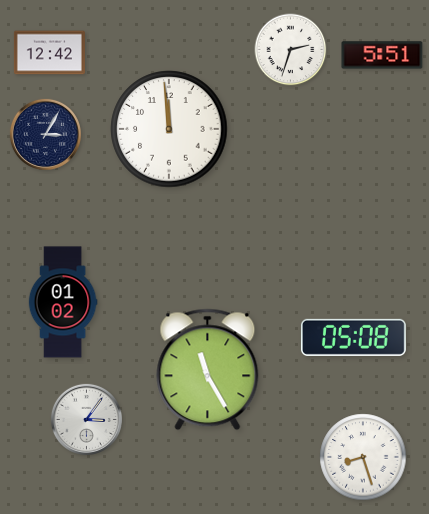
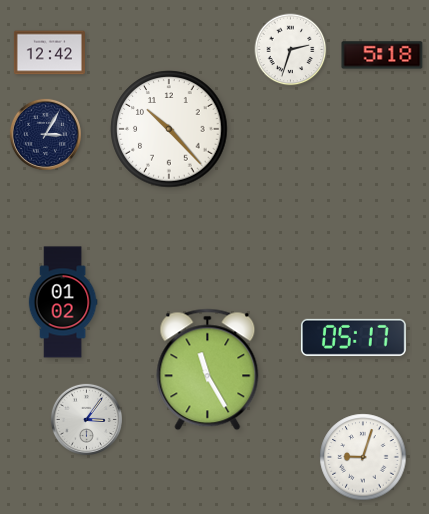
clock at (382, 55): 5:51 -> 5:18
clock at (169, 129): 11:59 -> 10:23
clock at (353, 337): 05:08 -> 05:17
clock at (363, 457): 8:27 -> 9:03
